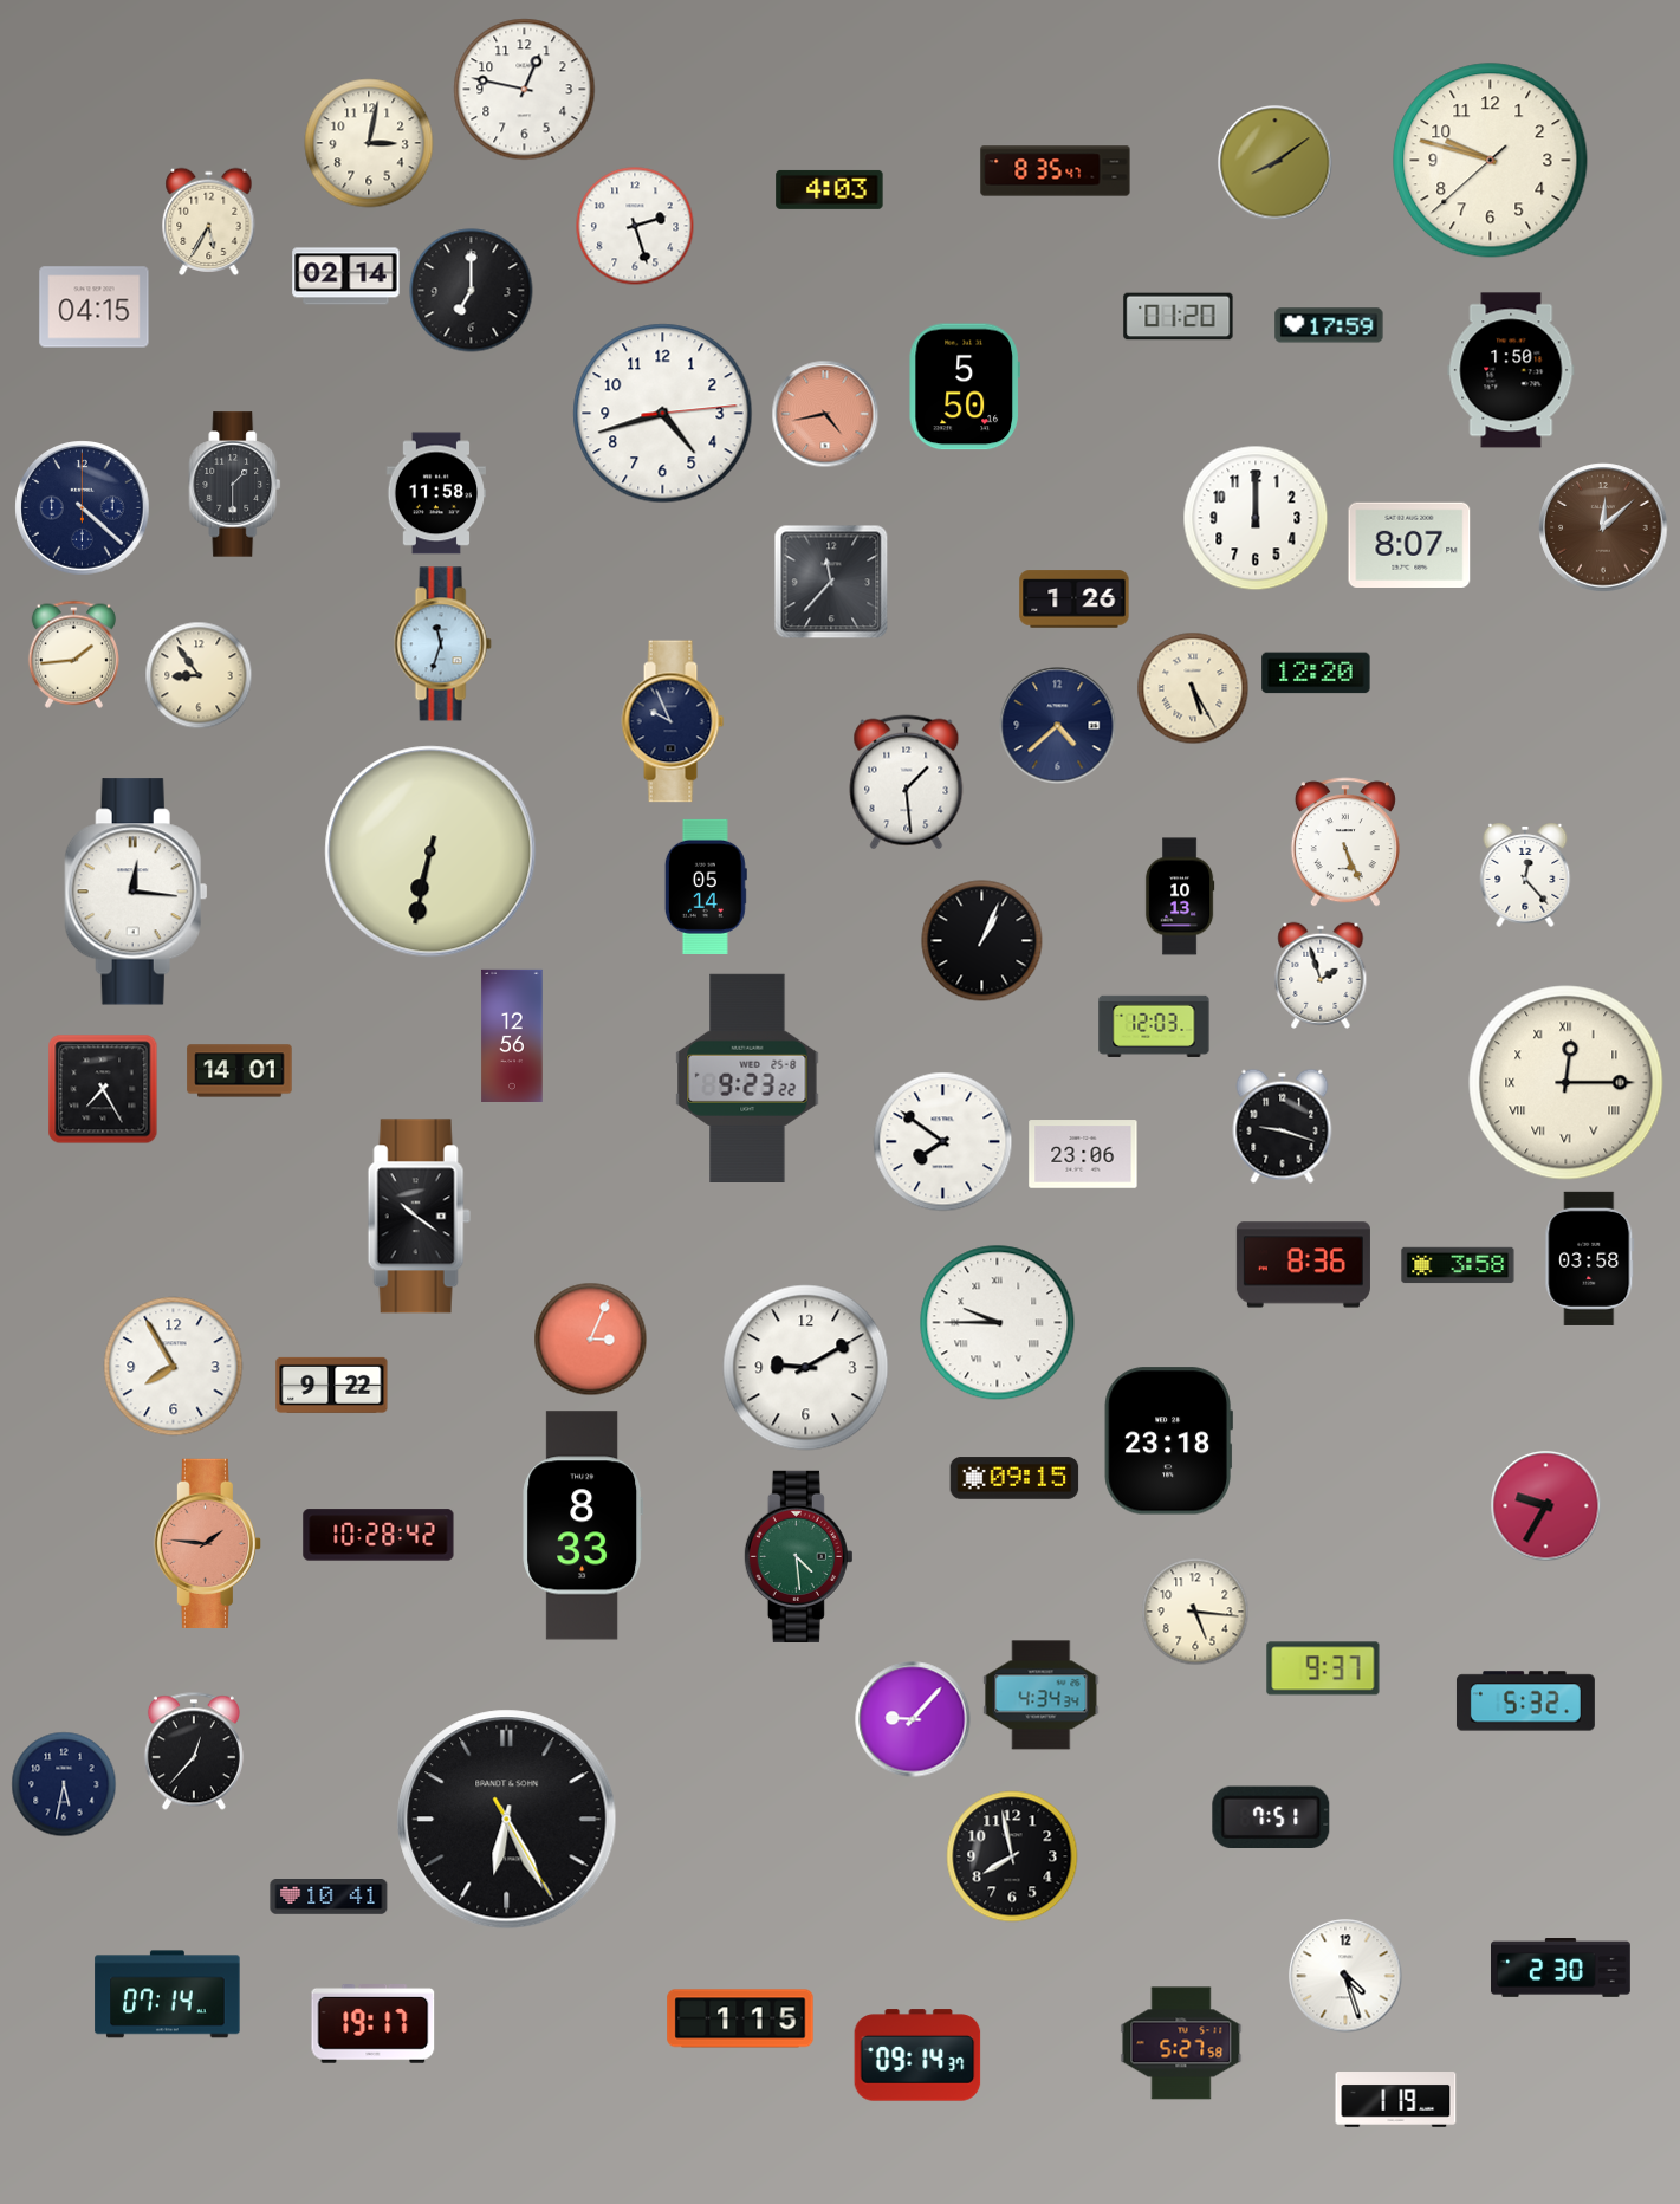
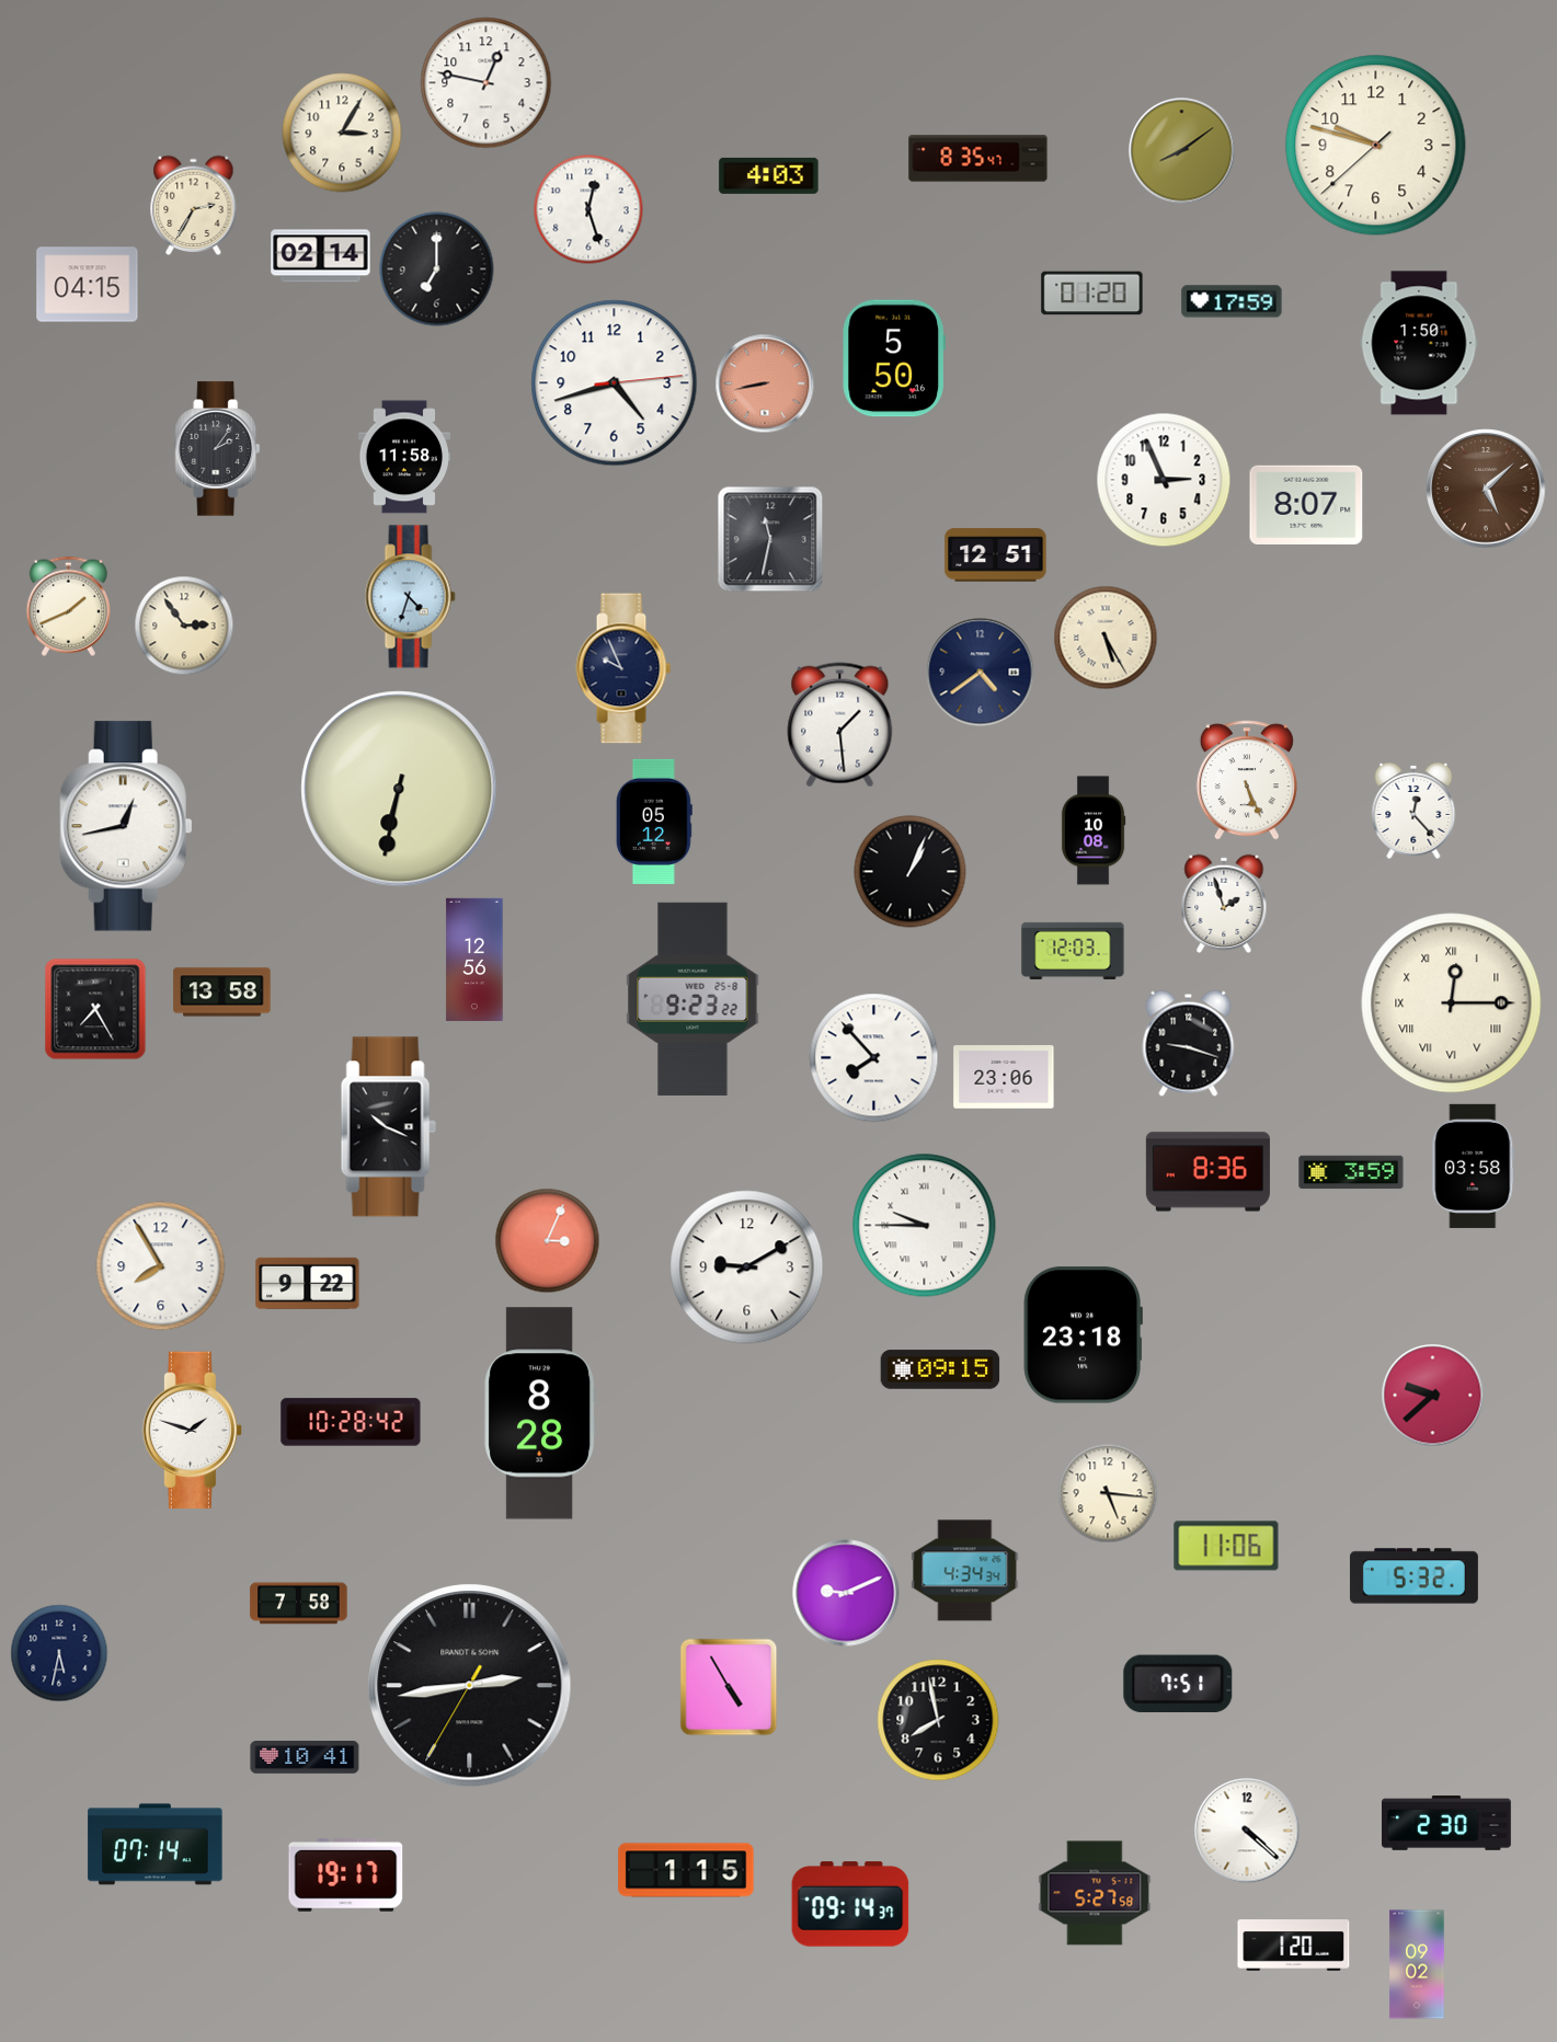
clock at (369, 143): 3:02 -> 3:05
clock at (1491, 161) position: (1491, 161) -> (1376, 146)
clock at (209, 221): 5:35 -> 2:35
clock at (635, 226): 2:27 -> 12:27
clock at (1511, 370) position: (1511, 370) -> (1419, 343)
clock at (825, 414): 4:43 -> 8:43
clock at (235, 485): 1:30 -> 2:06
clock at (83, 508): 4:22 -> none
clock at (1256, 518): 12:00 -> 2:56
clock at (1603, 527): 12:08 -> 5:08
clock at (831, 582): 11:37 -> 11:32
clock at (1075, 599): 1:26 -> 12:51
clock at (442, 644): 11:33 -> 4:33
clock at (73, 654): 1:44 -> 1:41
clock at (1316, 673): 12:20 -> none
clock at (199, 675): 8:54 -> 2:54
clock at (1058, 726): 4:38 -> 4:39
clock at (706, 887): 05:14 -> 05:12
clock at (136, 892): 12:16 -> 12:43
clock at (1180, 896): 10:13 -> 10:08
clock at (1154, 1026) position: (1154, 1026) -> (1073, 951)
clock at (240, 1071): 14:01 -> 13:58
clock at (943, 1142): 7:51 -> 7:53
clock at (1083, 1154) position: (1083, 1154) -> (1004, 1077)
clock at (419, 1217): 10:21 -> 10:19
clock at (1458, 1265): 3:58 -> 3:59
clock at (1546, 1506): 9:35 -> 9:38
clock at (583, 1525): 8:33 -> 8:28
clock at (207, 1543): 1:46 -> 1:48
clock at (207, 1543) dial: salmon -> white
clock at (798, 1556): 4:29 -> none
clock at (1323, 1668): 9:37 -> 11:06
clock at (913, 1719): 9:07 -> 9:11
clock at (299, 1604): none -> 7:58
clock at (194, 1751): 12:37 -> none
clock at (507, 1820): 6:25 -> 2:43
clock at (729, 1687): none -> 4:55
clock at (1345, 1976): 4:27 -> 4:22
clock at (168, 1995) position: (168, 1995) -> (156, 1845)
clock at (1396, 2100): 1:19 -> 1:20
clock at (1417, 1964): none -> 09:02
